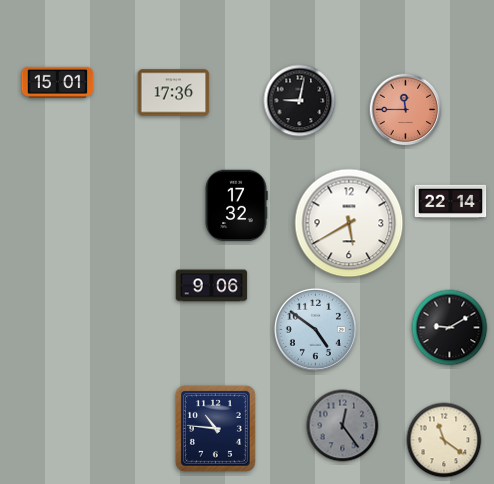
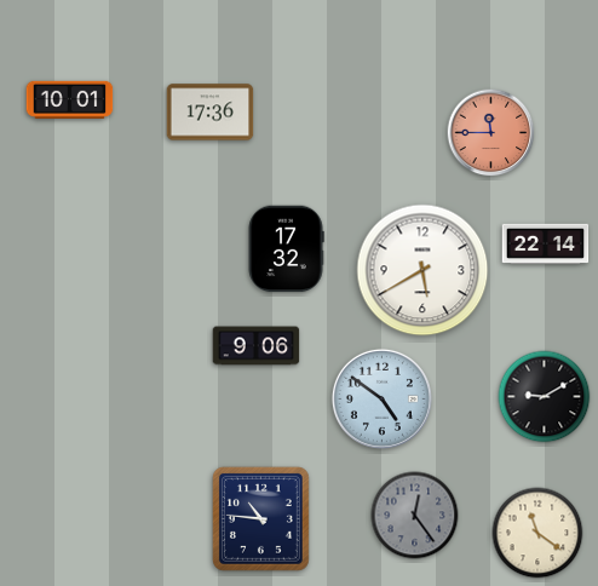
clock at (58, 82): 15:01 -> 10:01
clock at (300, 101): 9:02 -> none
